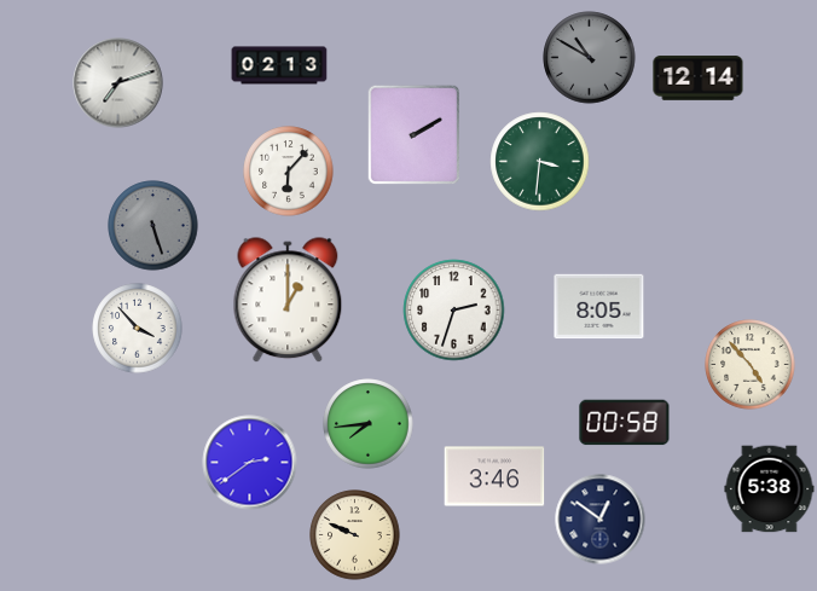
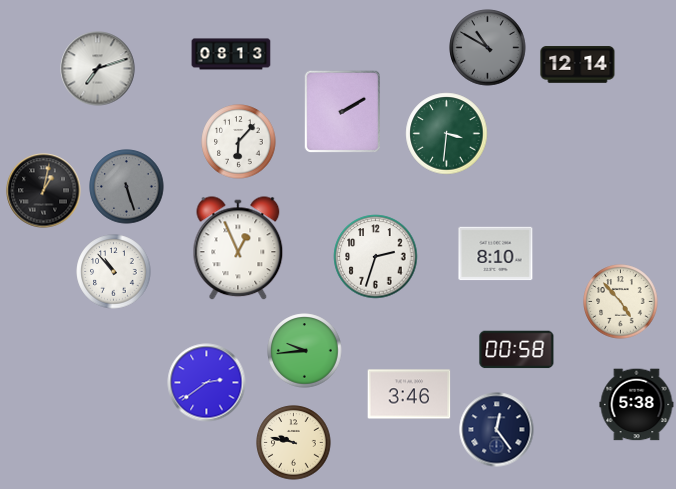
clock at (279, 65): 02:13 -> 08:13
clock at (44, 191): none -> 1:02
clock at (288, 301): 1:00 -> 12:56
clock at (599, 307): 8:05 -> 8:10
clock at (138, 329): 3:53 -> 10:53
clock at (369, 424): 7:44 -> 9:44
clock at (601, 520): 12:51 -> 12:24
clock at (355, 535): 9:49 -> 9:47
